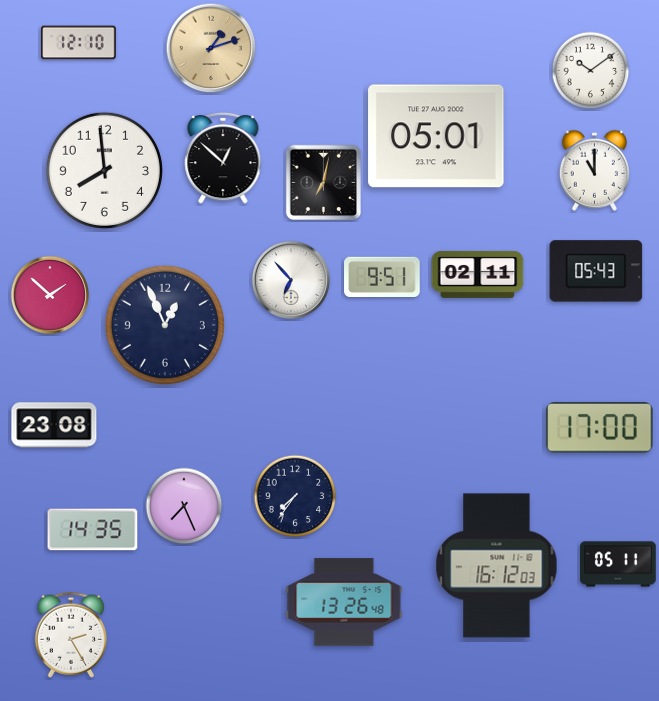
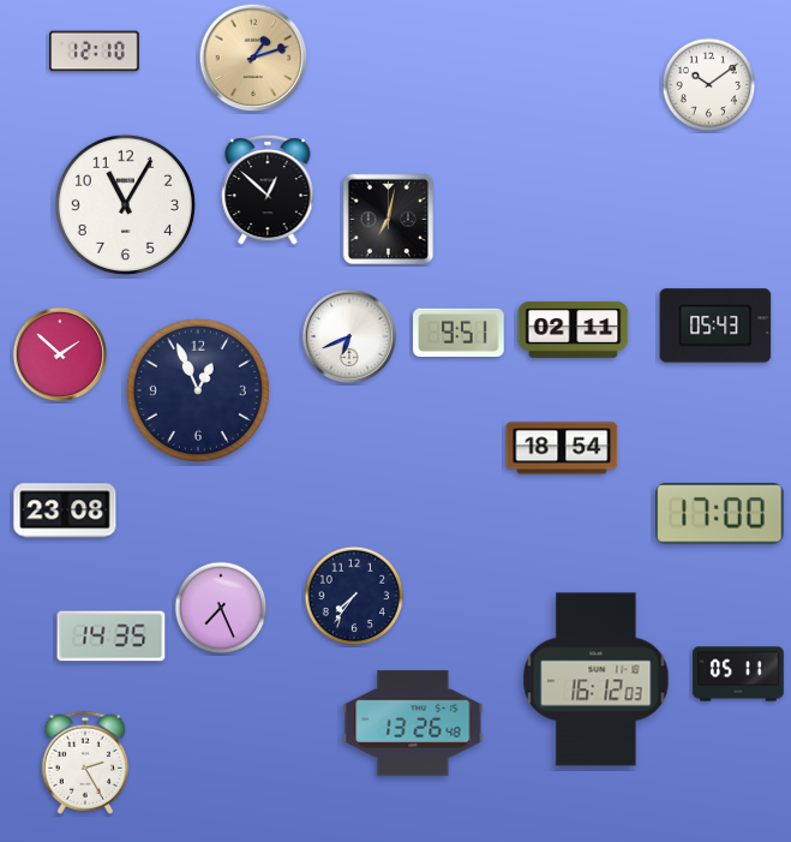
clock at (436, 136): 05:01 -> none
clock at (104, 170): 7:59 -> 11:05
clock at (594, 170): 11:00 -> none
clock at (290, 279): 6:53 -> 6:41
clock at (562, 448): none -> 18:54
clock at (618, 564) position: (618, 564) -> (738, 674)
